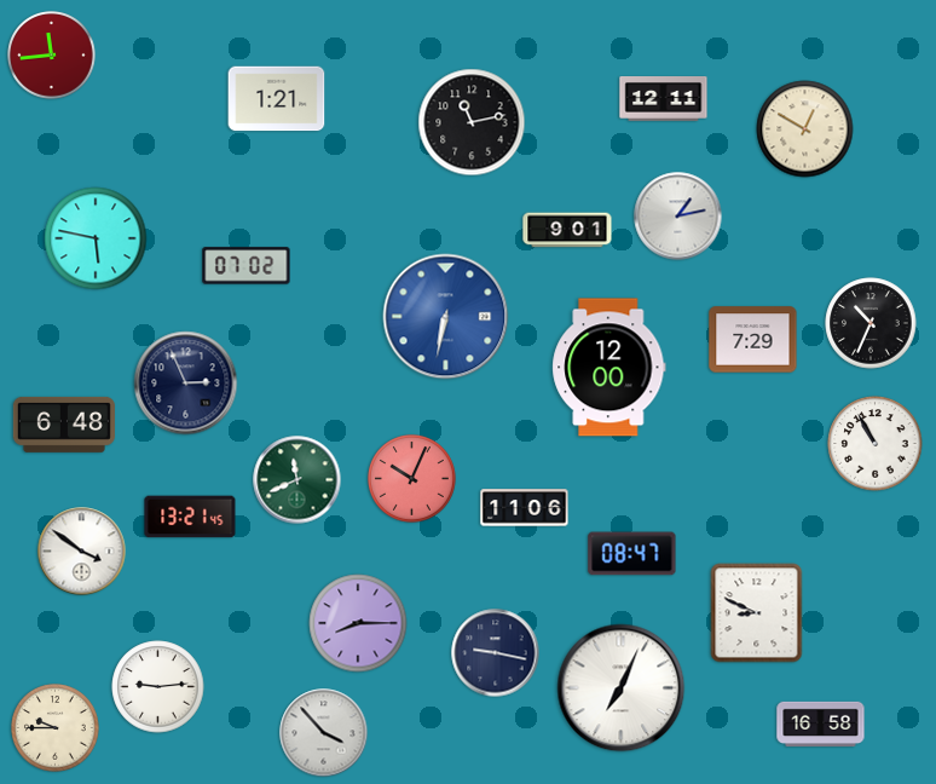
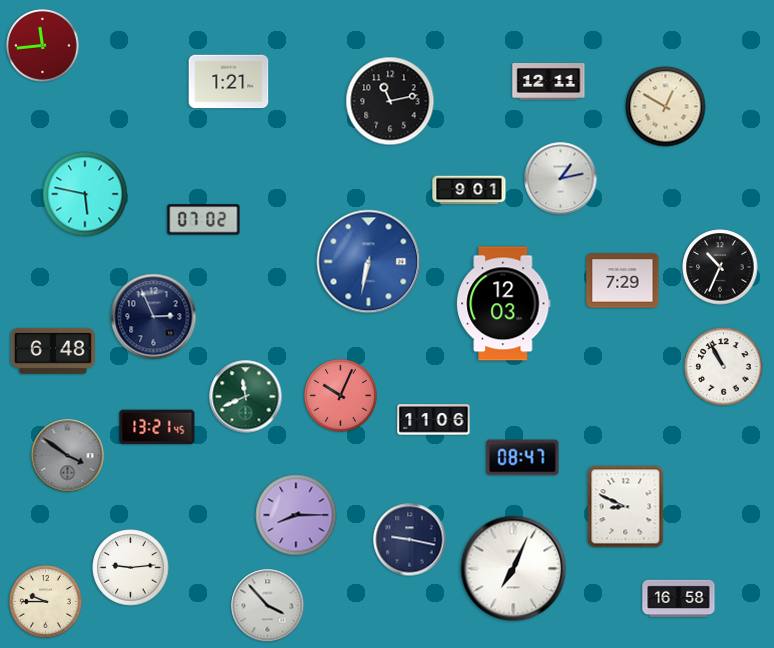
clock at (96, 238) position: (96, 238) -> (85, 194)
clock at (609, 368): 12:00 -> 12:03
clock at (82, 552) dial: white -> grey
